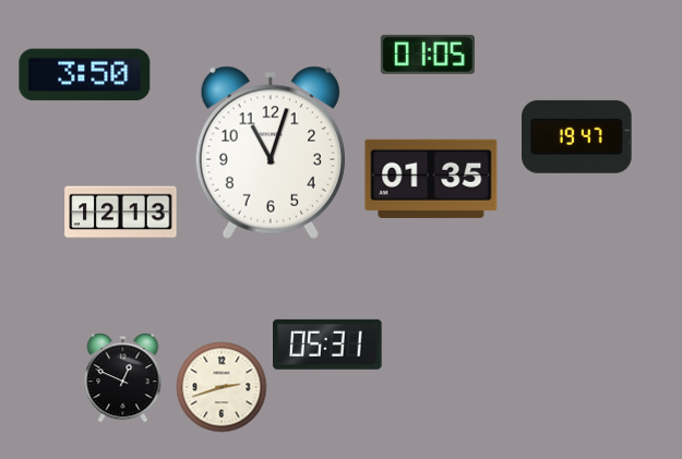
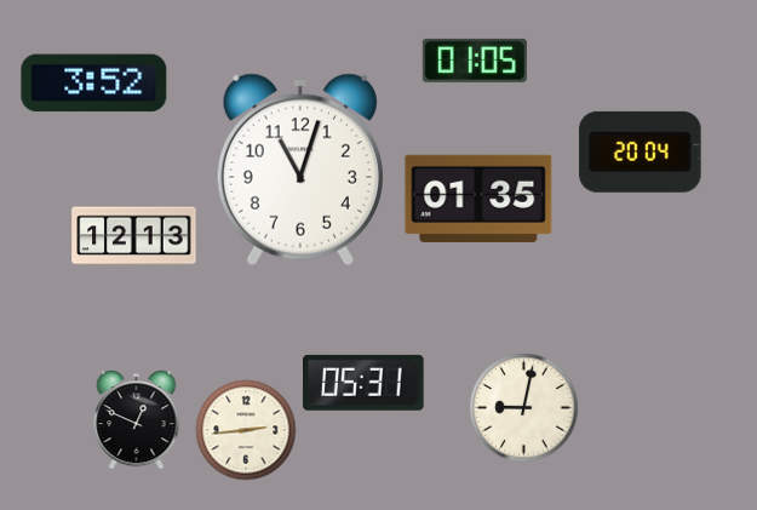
clock at (85, 75): 3:50 -> 3:52
clock at (577, 136): 19:47 -> 20:04
clock at (523, 407): none -> 9:02
clock at (222, 387): 2:42 -> 2:44
